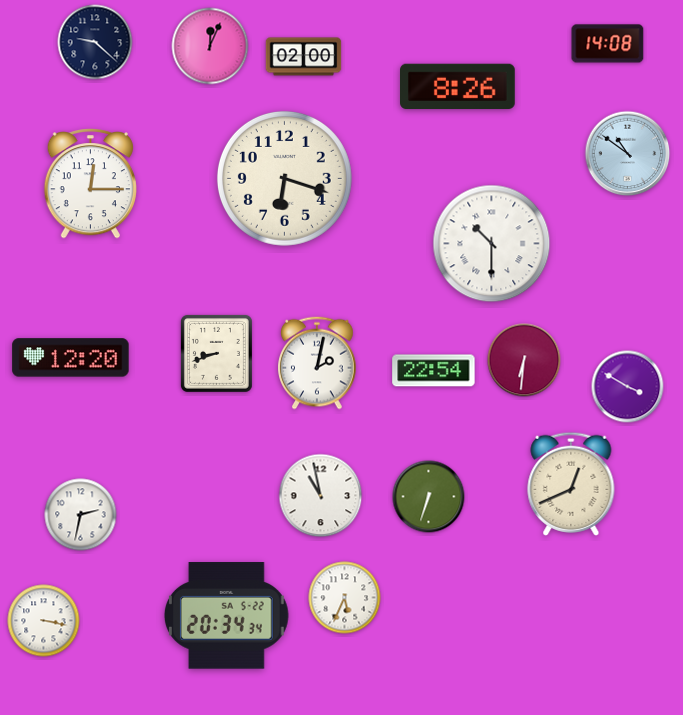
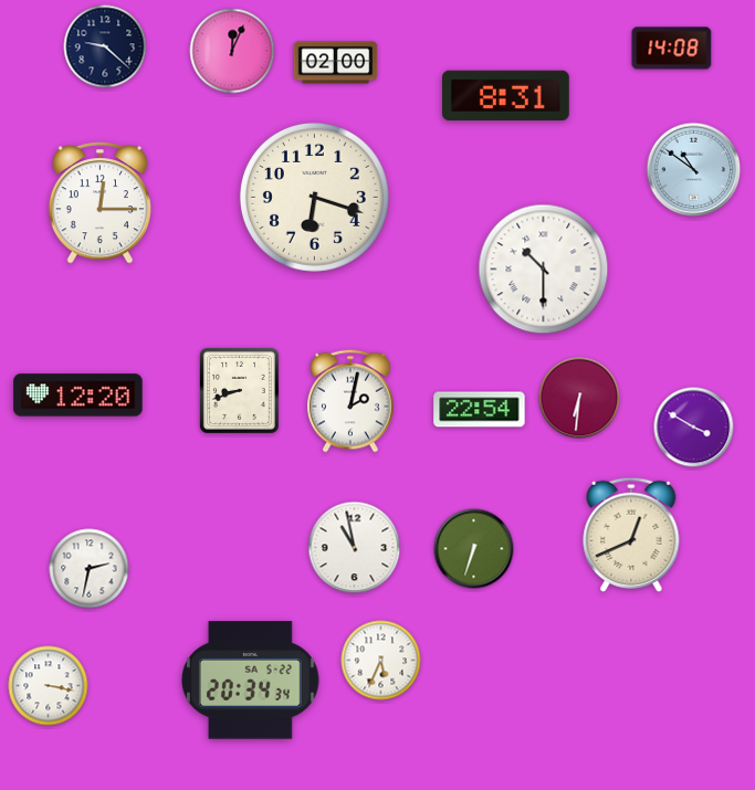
clock at (458, 87): 8:26 -> 8:31
